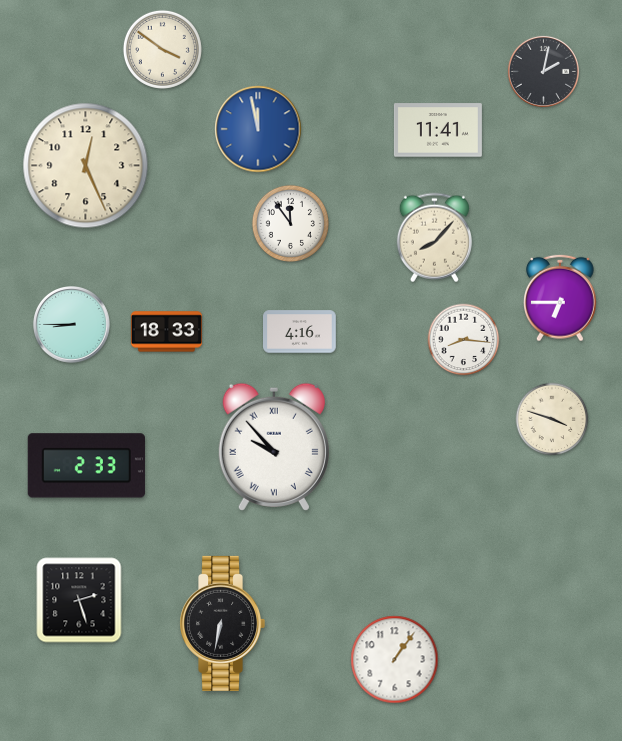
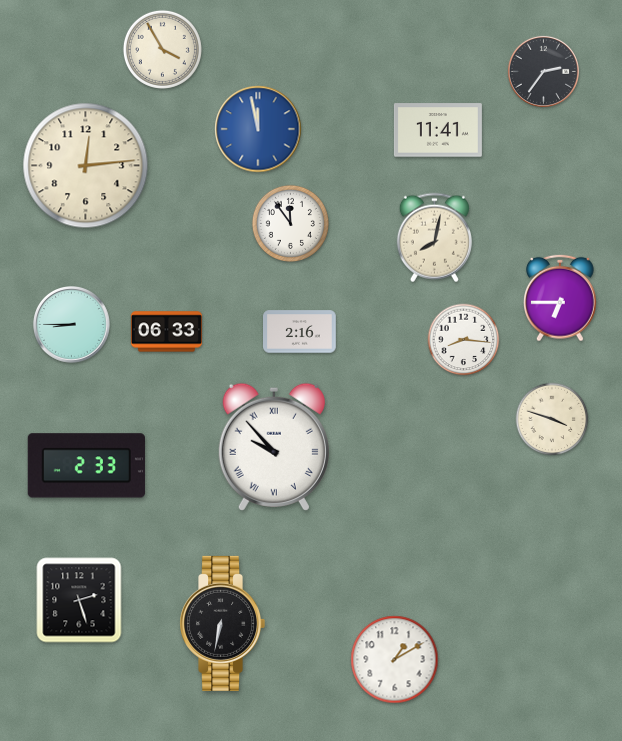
clock at (162, 49): 3:51 -> 3:55
clock at (543, 71): 2:02 -> 2:36
clock at (86, 166): 12:26 -> 12:14
clock at (434, 238): 8:07 -> 8:02
clock at (166, 332): 18:33 -> 06:33
clock at (300, 332): 4:16 -> 2:16
clock at (395, 660): 1:06 -> 1:10
